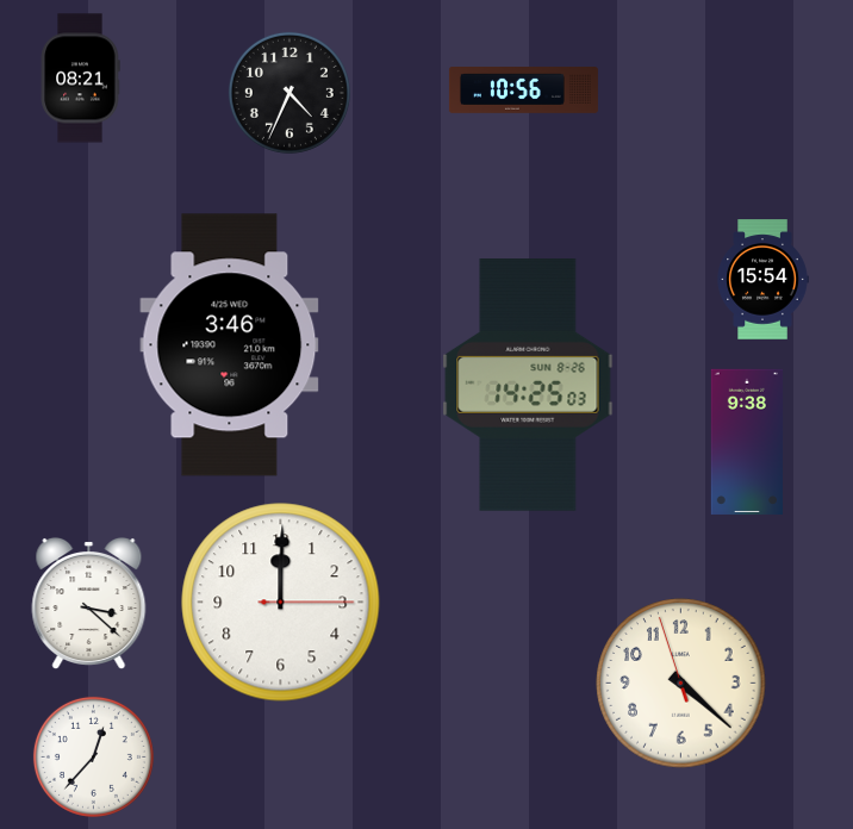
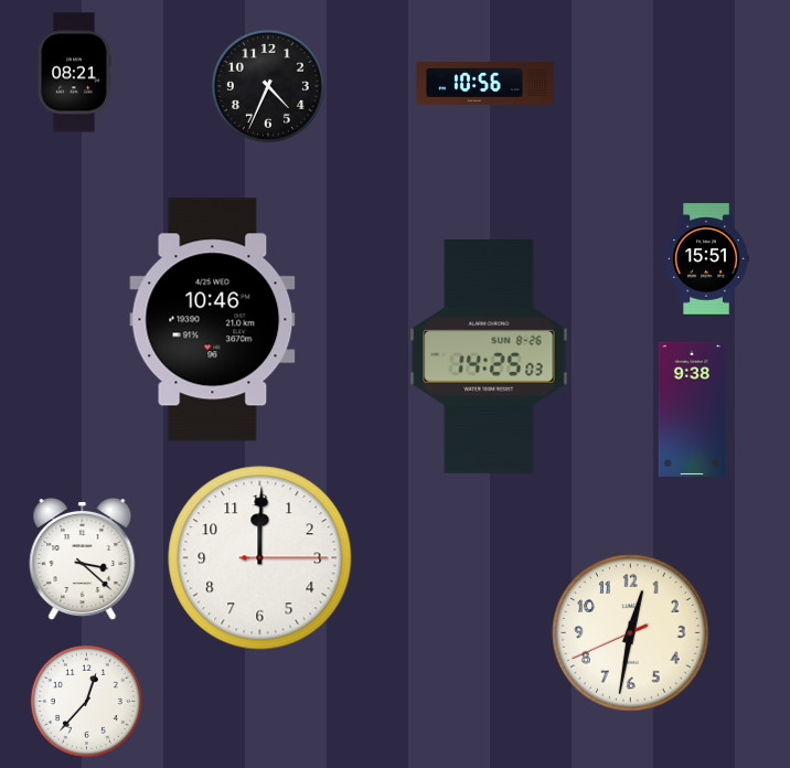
clock at (762, 280): 15:54 -> 15:51
clock at (230, 345): 3:46 -> 10:46
clock at (681, 684): 4:21 -> 12:31
